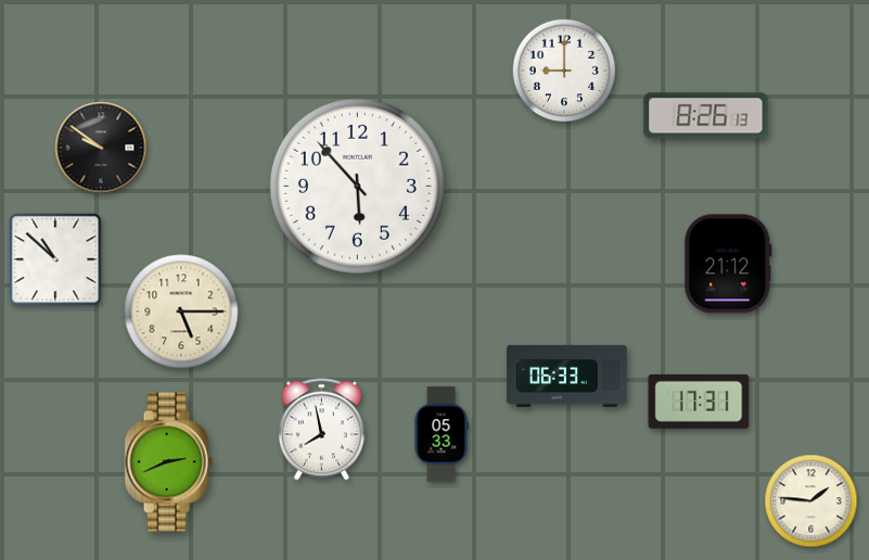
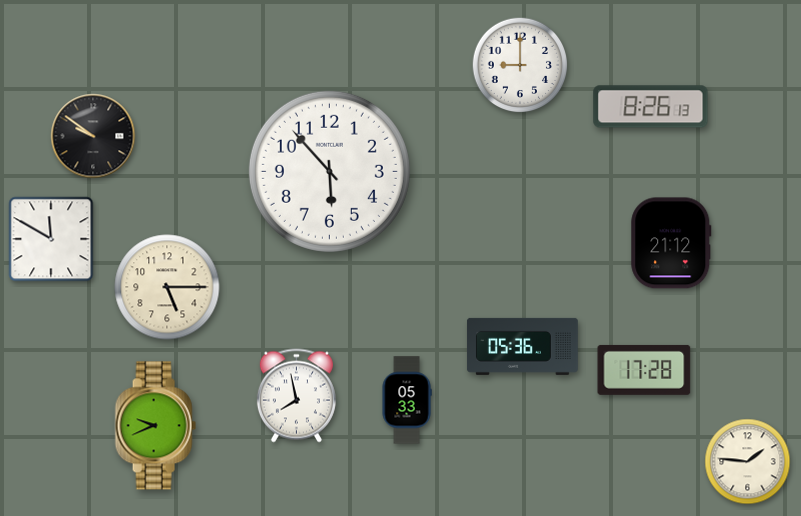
clock at (55, 259): 10:52 -> 11:50
clock at (566, 376): 06:33 -> 05:36
clock at (699, 402): 17:31 -> 17:28
clock at (168, 462): 2:41 -> 9:41
